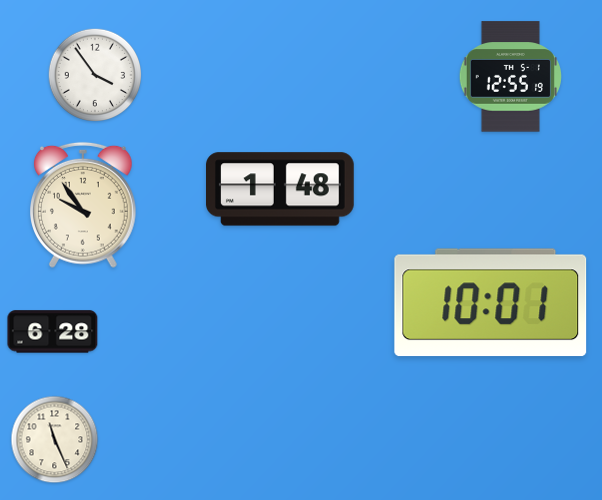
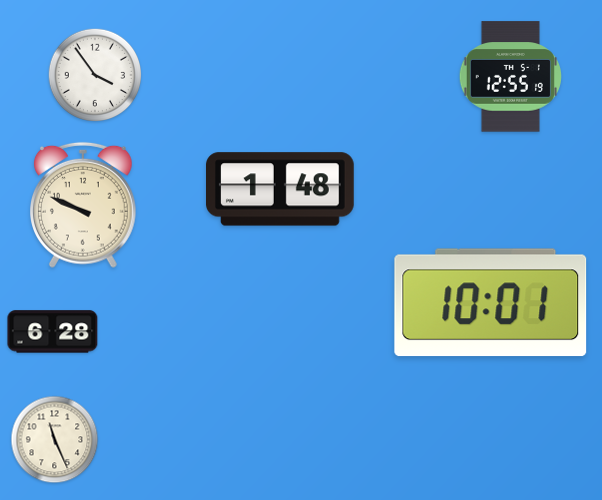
clock at (84, 205): 9:54 -> 9:49
